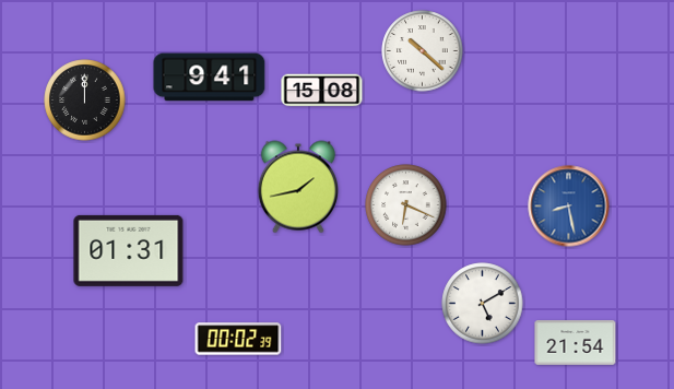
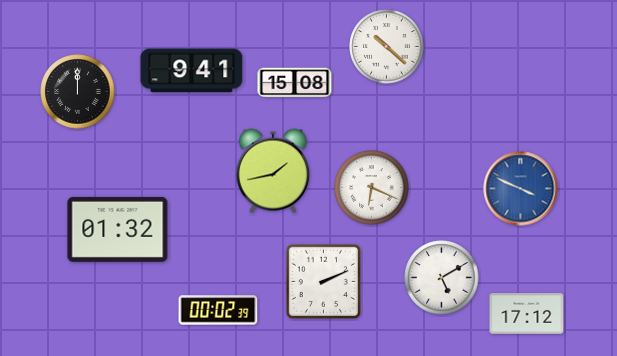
clock at (569, 207): 8:28 -> 3:49
clock at (129, 250): 01:31 -> 01:32
clock at (323, 281): none -> 2:11
clock at (576, 343): 21:54 -> 17:12
